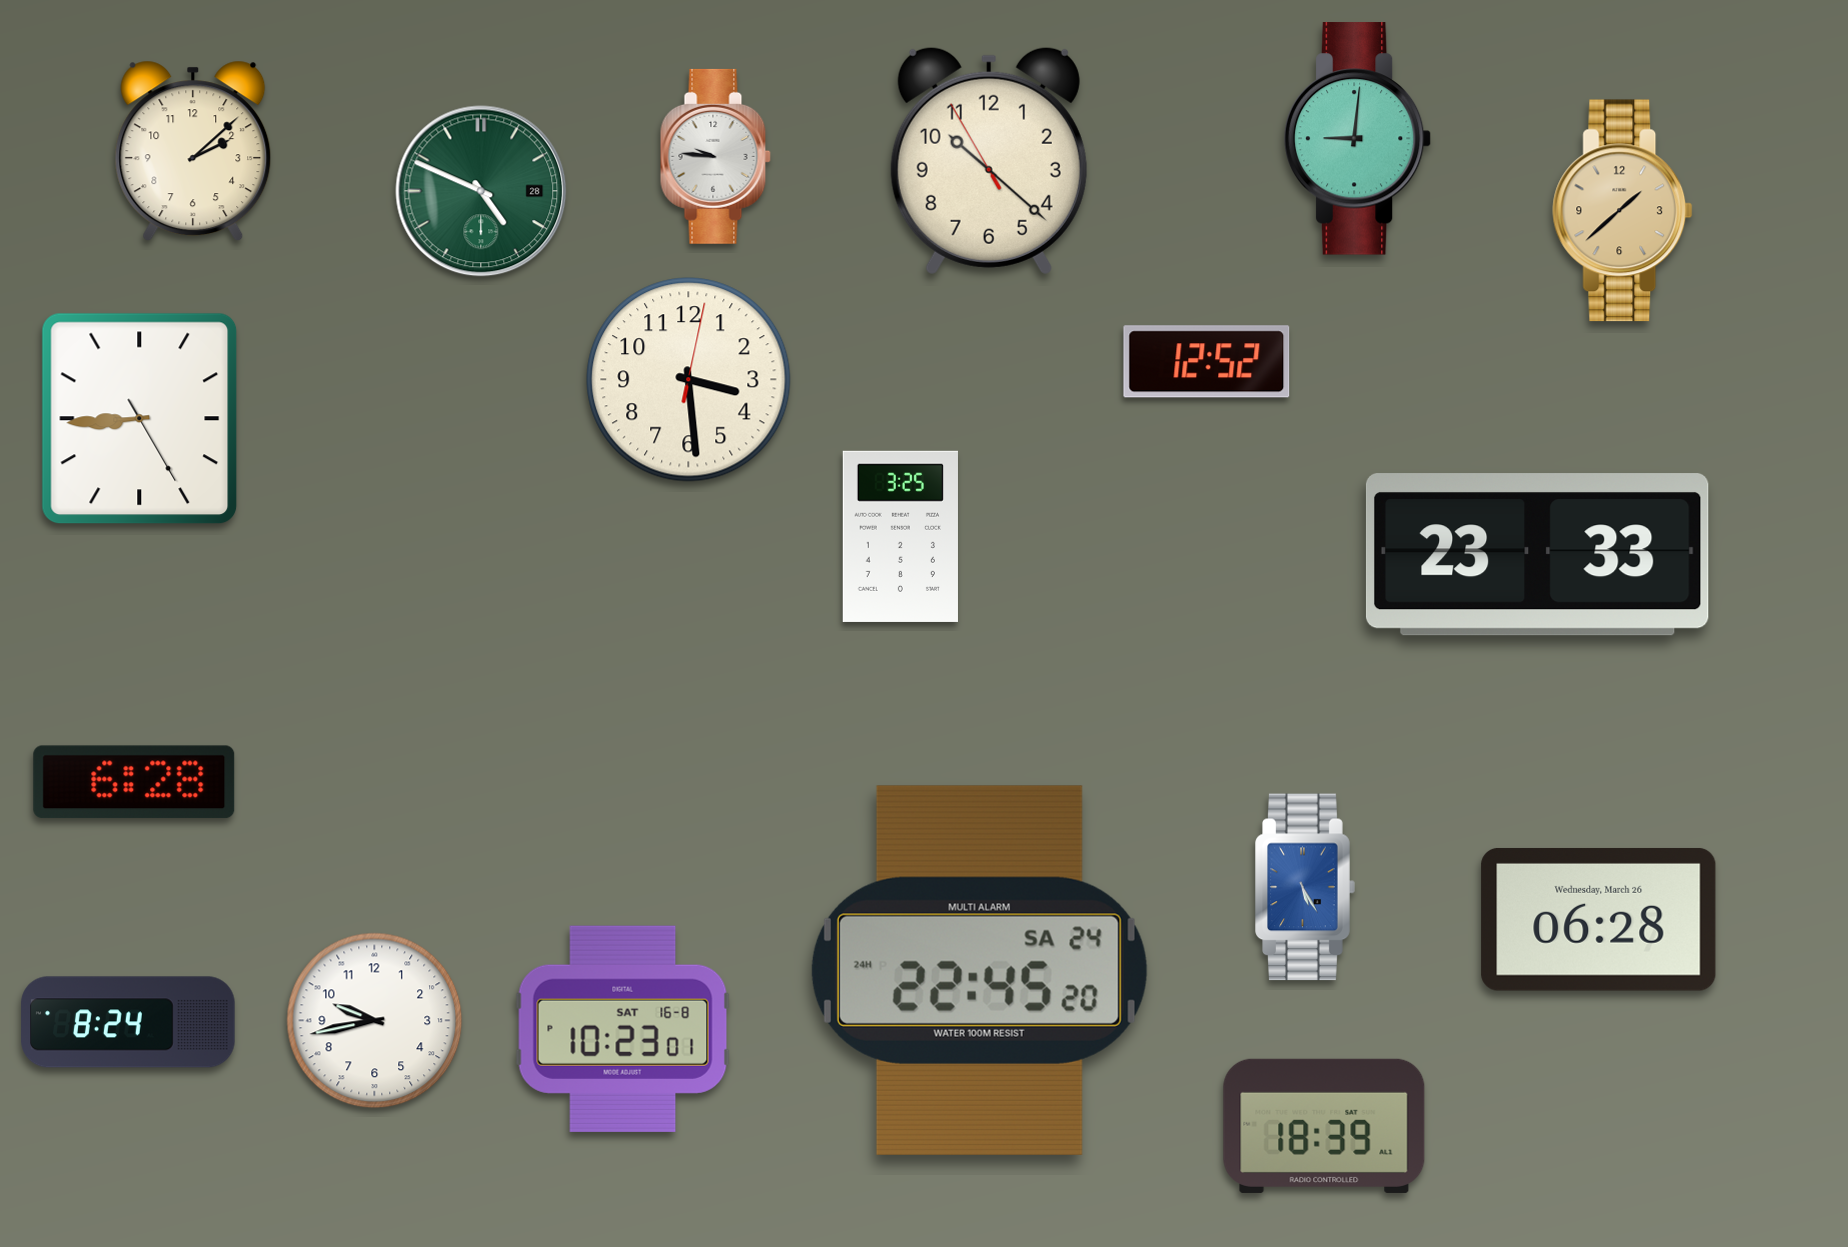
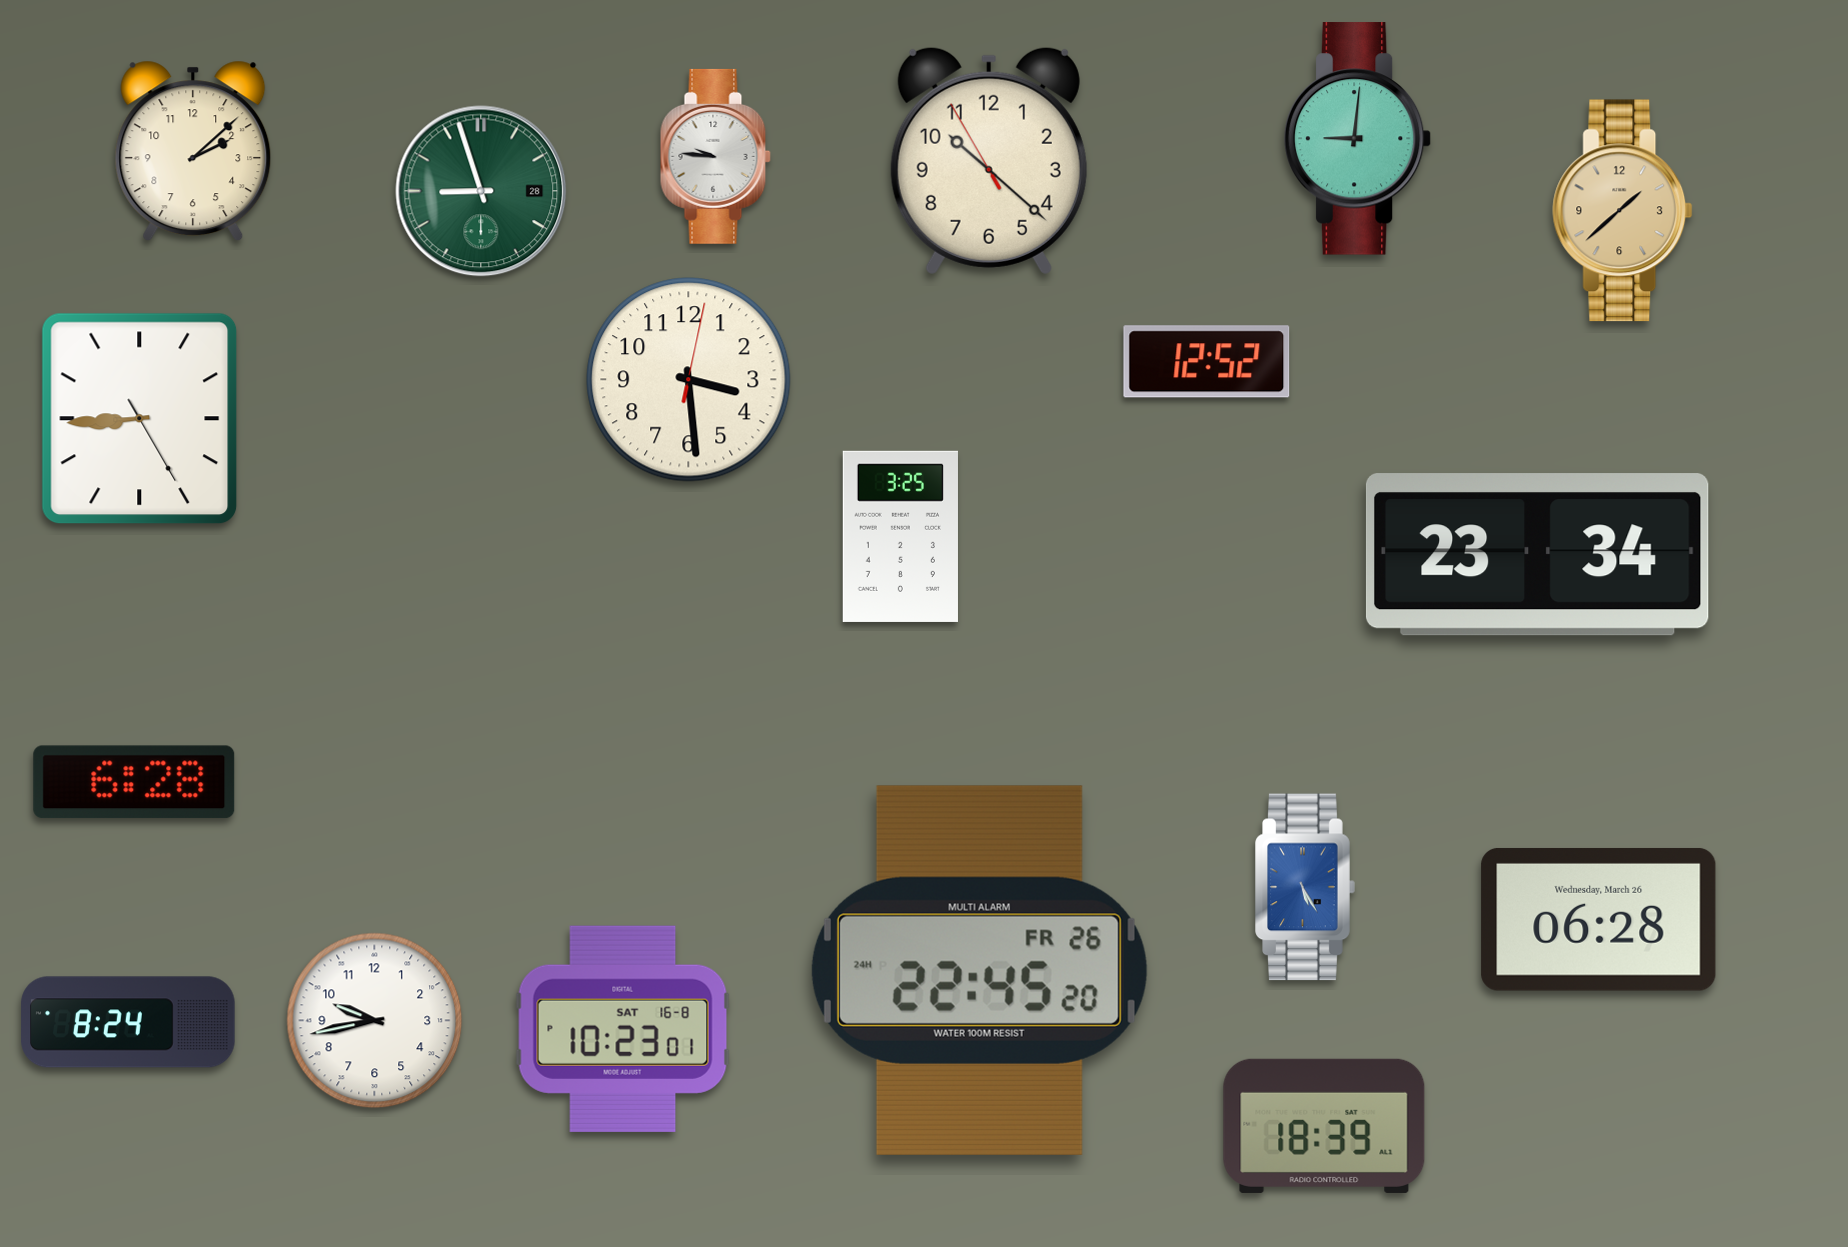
clock at (481, 191): 4:49 -> 8:57
clock at (1537, 555): 23:33 -> 23:34
clock at (979, 970) date: SA 24 -> FR 26
